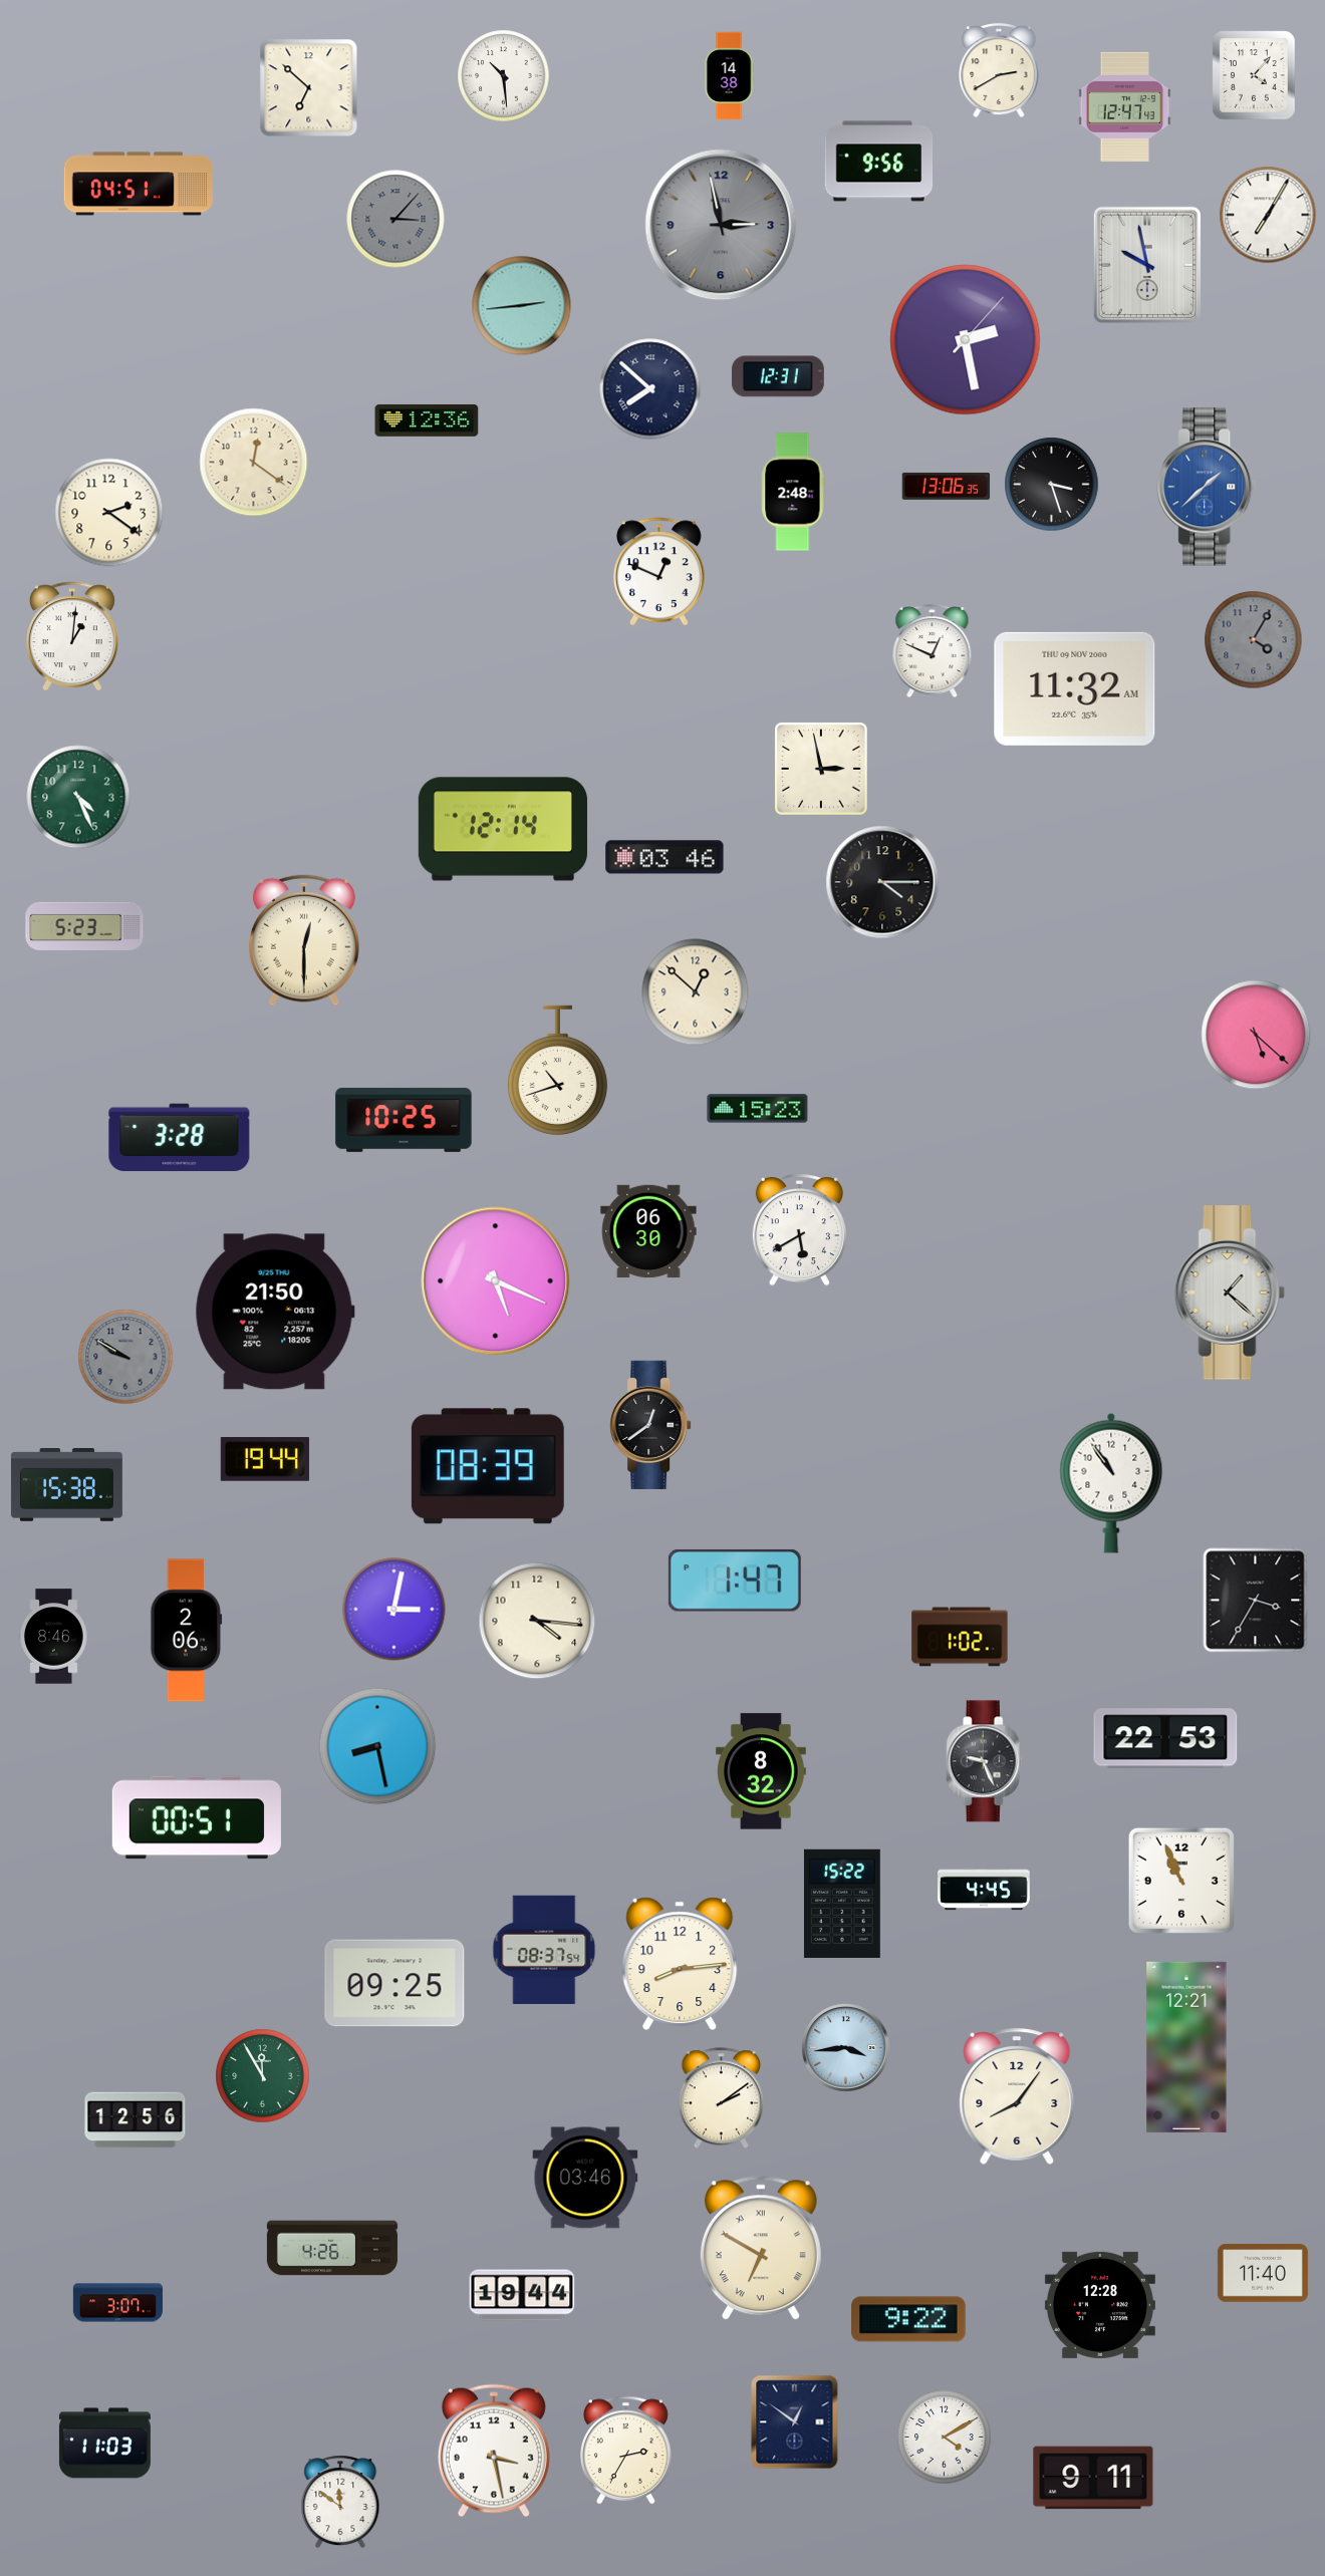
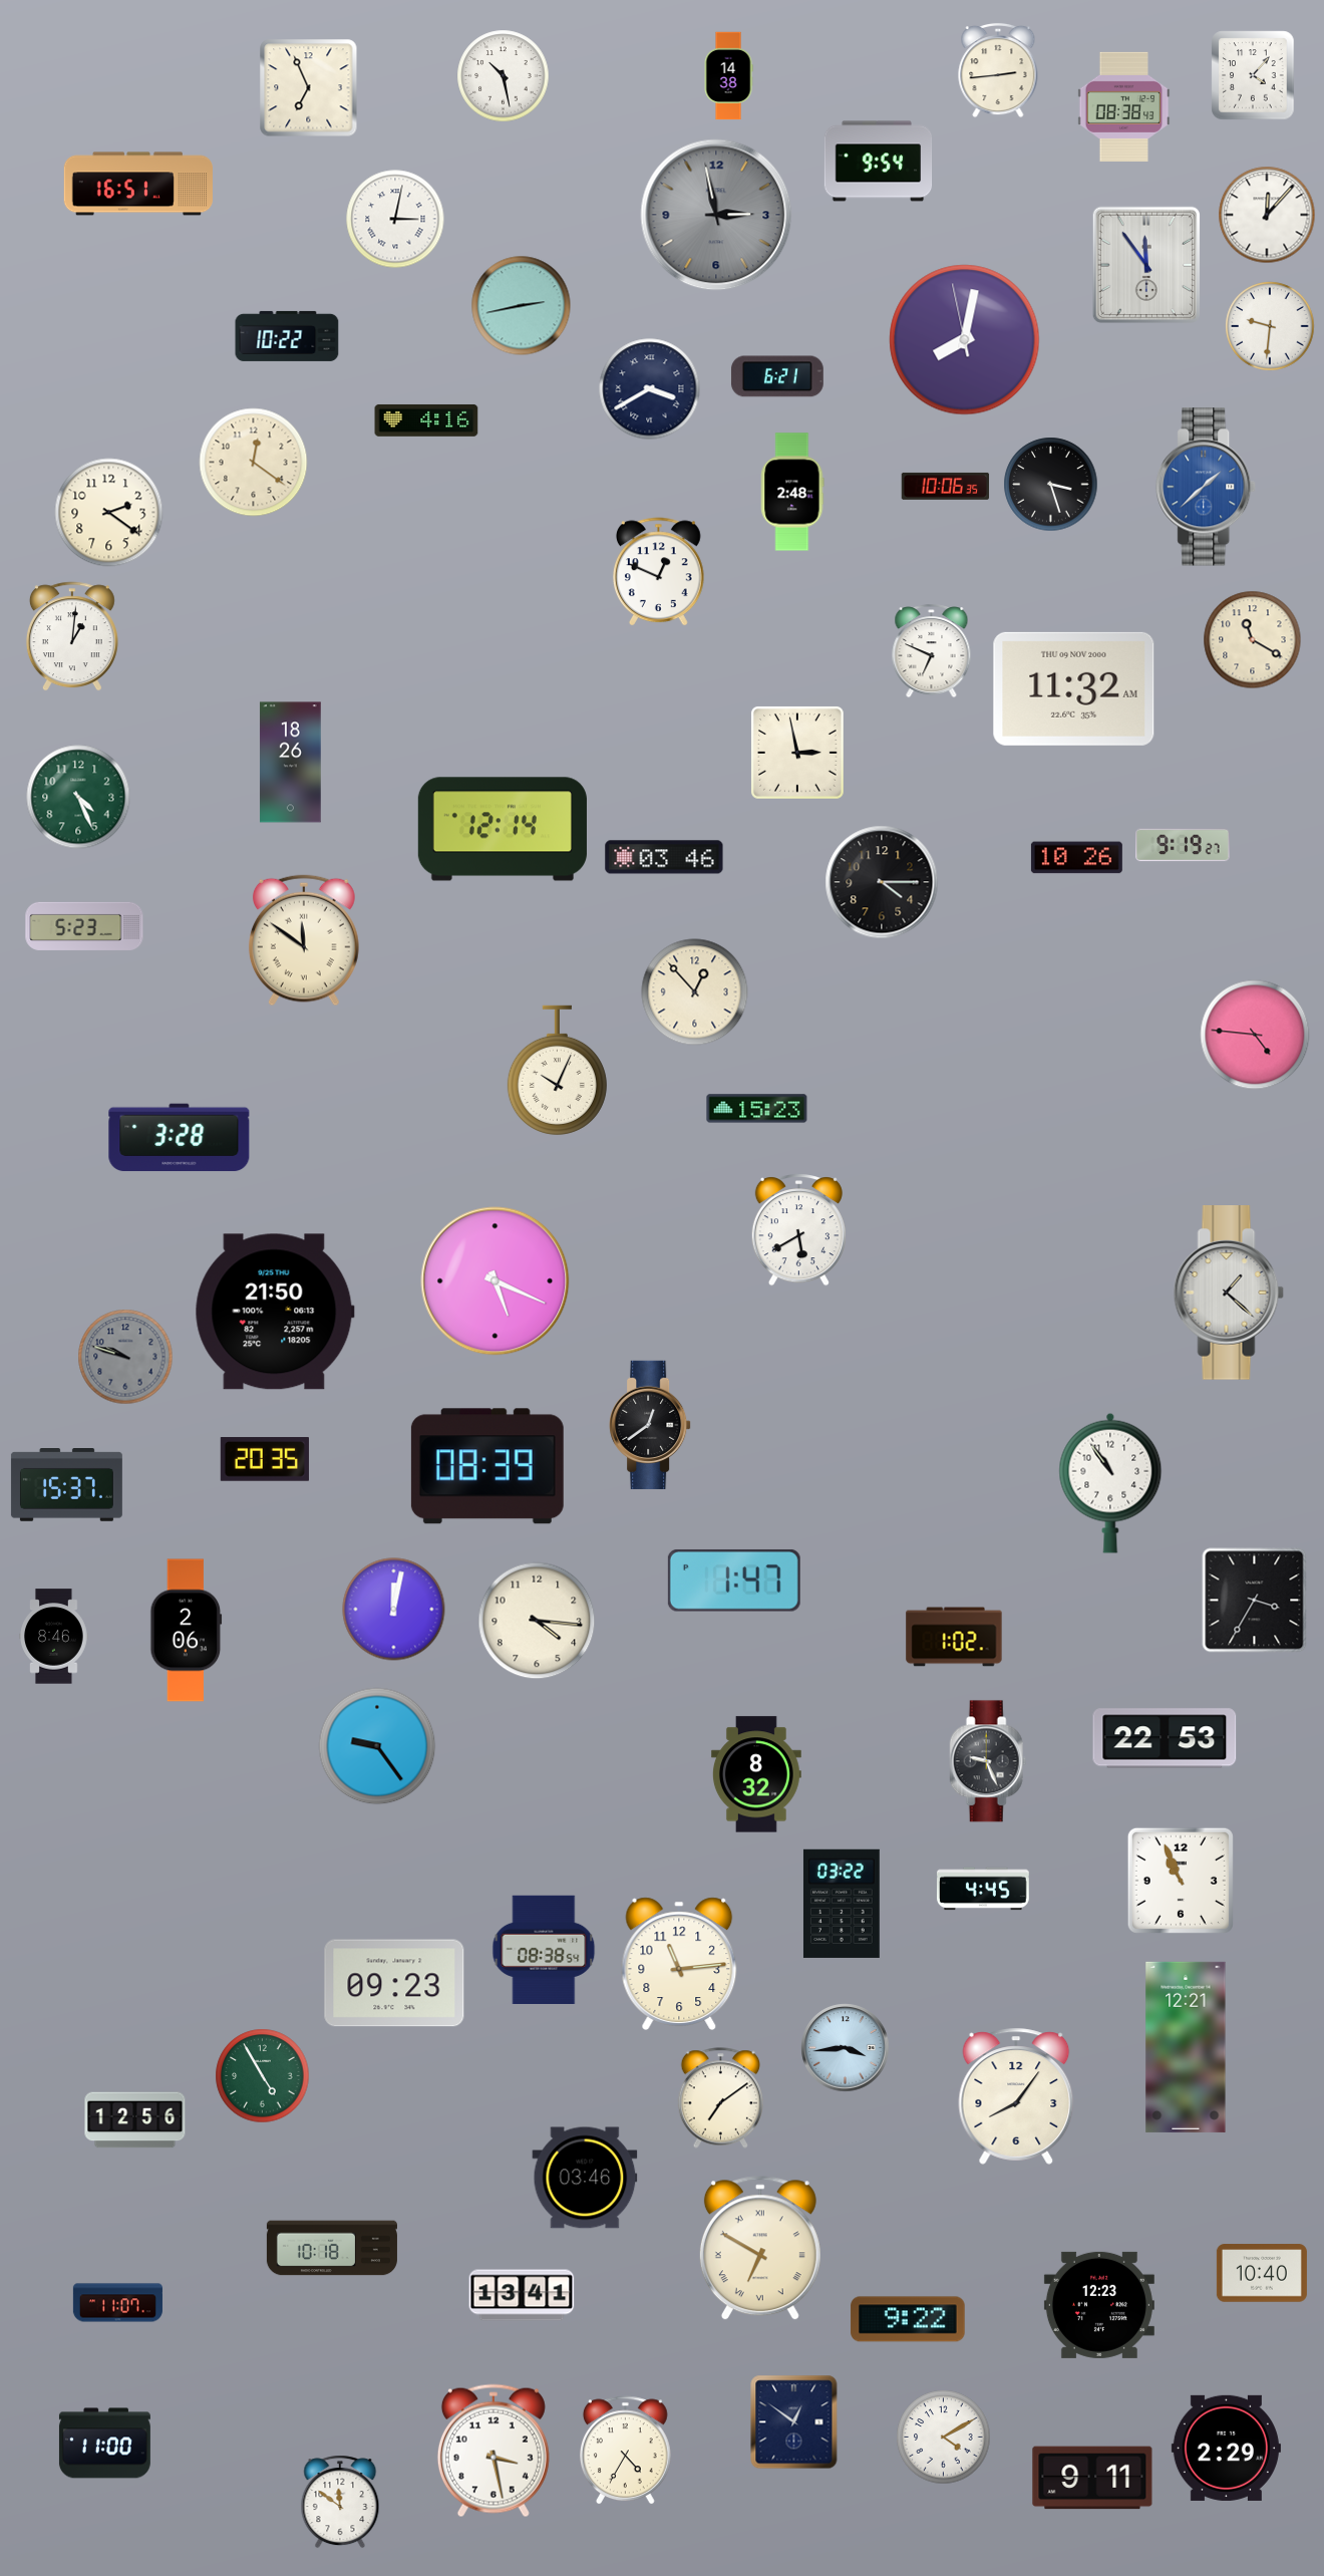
clock at (999, 70): 2:40 -> 2:44
clock at (504, 76): 10:29 -> 10:28
clock at (309, 88): 6:52 -> 6:56
clock at (1125, 106): 12:47 -> 08:38
clock at (879, 162): 9:56 -> 9:54
clock at (139, 184): 04:51 -> 16:51
clock at (1268, 215): 7:05 -> 12:07
clock at (395, 219): 3:07 -> 3:02
clock at (395, 219) dial: grey -> white
clock at (721, 225) position: (721, 225) -> (716, 215)
clock at (1147, 264): 9:58 -> 11:54
clock at (522, 306): 2:44 -> 2:43
clock at (1270, 326): none -> 9:31
clock at (287, 336): none -> 10:22
clock at (966, 340): 2:28 -> 8:01
clock at (778, 376): 12:31 -> 6:21
clock at (650, 389): 7:52 -> 3:40
clock at (427, 420): 12:36 -> 4:16
clock at (947, 486): 13:06 -> 10:06
clock at (1254, 640): 4:05 -> 11:20
clock at (1254, 640) dial: grey -> cream
clock at (933, 651): 12:49 -> 6:49
clock at (291, 763): none -> 18:26
clock at (821, 769) position: (821, 769) -> (797, 753)
clock at (1183, 845): none -> 9:19
clock at (1076, 858): none -> 10:26
clock at (304, 940): 12:30 -> 11:51
clock at (696, 992): 12:52 -> 12:53
clock at (1256, 1035): 5:22 -> 4:46
clock at (557, 1070): 10:42 -> 10:04
clock at (404, 1120): 10:25 -> none
clock at (648, 1231): 06:30 -> none
clock at (125, 1357): 9:50 -> 9:48
clock at (265, 1459): 19:44 -> 20:35
clock at (66, 1485): 15:38 -> 15:37
clock at (394, 1610): 3:02 -> 12:02
clock at (960, 1637) position: (960, 1637) -> (954, 1637)
clock at (377, 1746): 8:28 -> 9:24
clock at (985, 1761) position: (985, 1761) -> (988, 1761)
clock at (761, 1771) position: (761, 1771) -> (756, 1774)
clock at (197, 1817): 00:51 -> none
clock at (842, 1904): 15:22 -> 03:22
clock at (544, 1949): 08:37 -> 08:38
clock at (680, 1964): 8:14 -> 11:14
clock at (394, 1983): 09:25 -> 09:23
clock at (263, 2076): 11:55 -> 4:55
clock at (721, 2098): 2:09 -> 7:09
clock at (332, 2248): 4:26 -> 10:18
clock at (1263, 2273): 11:40 -> 10:40
clock at (522, 2295): 19:44 -> 13:41
clock at (117, 2303): 3:07 -> 11:07
clock at (1100, 2305): 12:28 -> 12:23
clock at (104, 2444): 11:03 -> 11:00
clock at (1226, 2448): none -> 2:29
clock at (626, 2451): 2:35 -> 4:35
